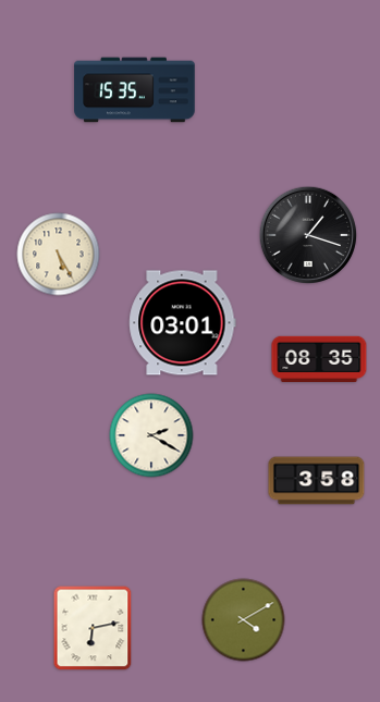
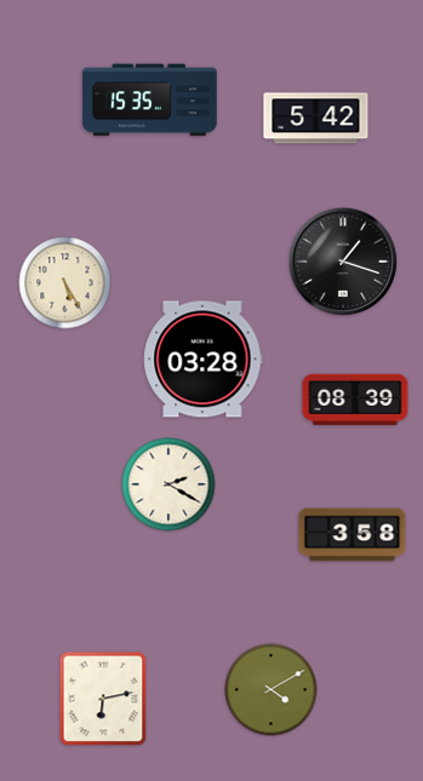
clock at (316, 119): none -> 5:42
clock at (183, 323): 03:01 -> 03:28
clock at (319, 358): 08:35 -> 08:39
